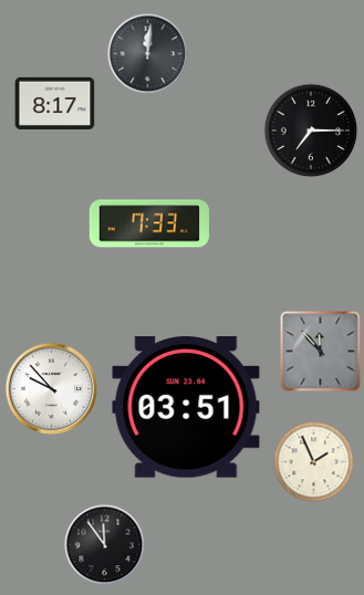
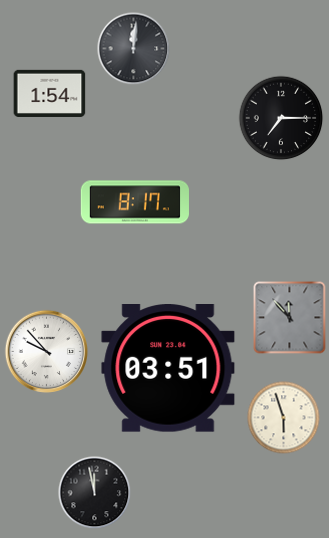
clock at (55, 103): 8:17 -> 1:54
clock at (148, 223): 7:33 -> 8:17
clock at (314, 462): 1:56 -> 5:57
clock at (105, 545): 11:54 -> 11:58
